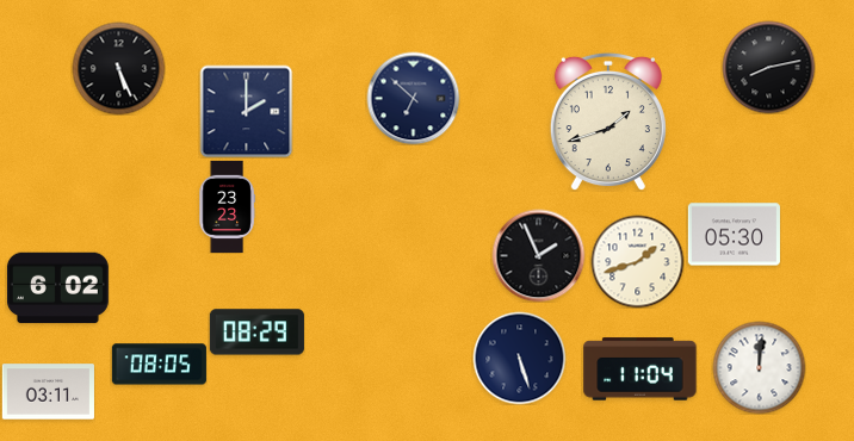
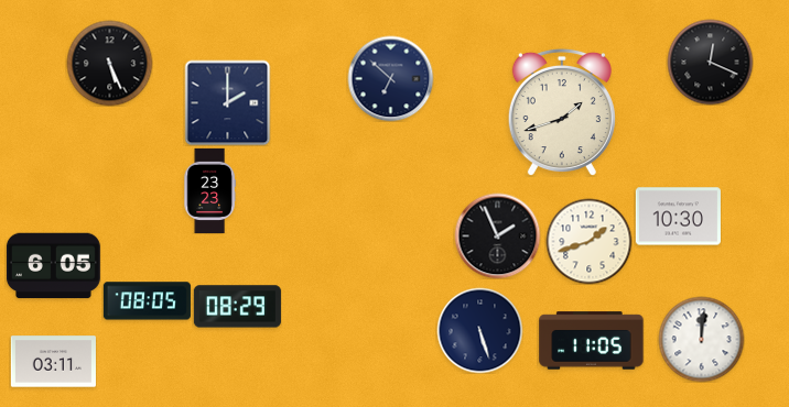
clock at (768, 67): 8:13 -> 12:19
clock at (413, 98) position: (413, 98) -> (390, 78)
clock at (734, 235): 05:30 -> 10:30
clock at (57, 288): 6:02 -> 6:05
clock at (159, 365) position: (159, 365) -> (147, 301)
clock at (640, 369): 11:04 -> 11:05
clock at (48, 392) position: (48, 392) -> (53, 362)
